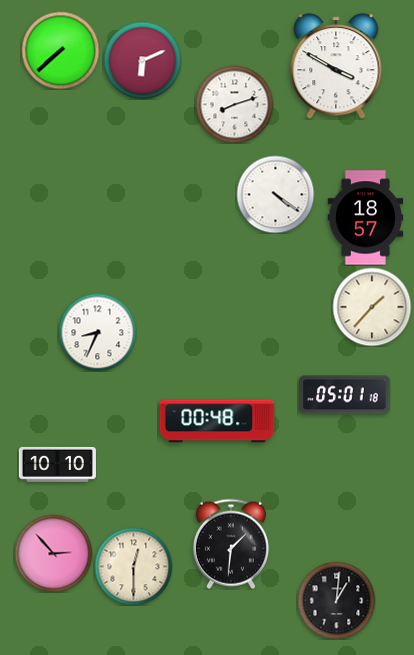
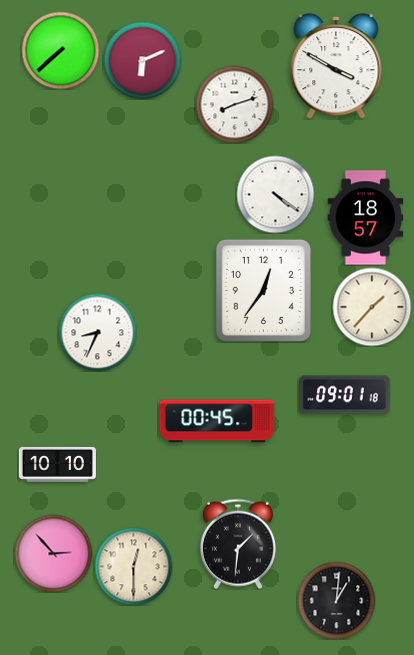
clock at (263, 290): none -> 12:36
clock at (345, 395): 05:01 -> 09:01
clock at (217, 421): 00:48 -> 00:45
clock at (231, 544) position: (231, 544) -> (238, 544)
